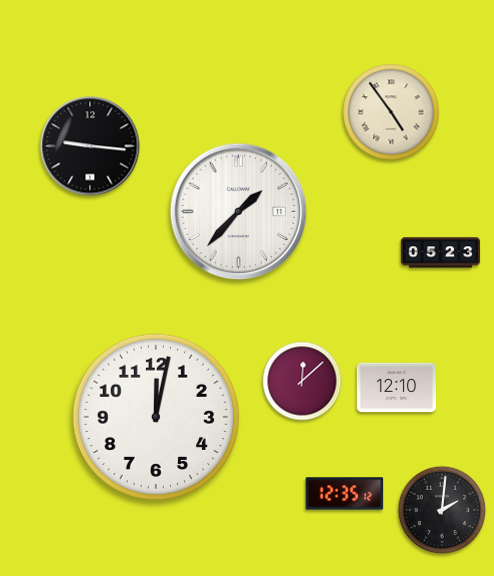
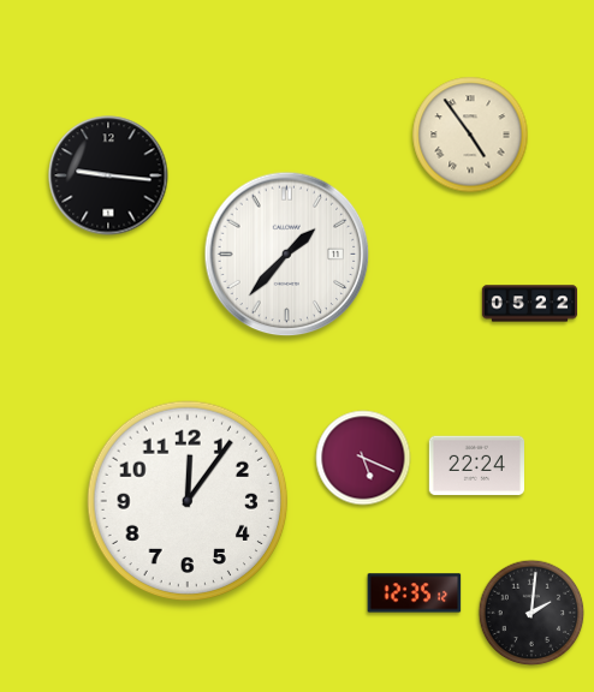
clock at (441, 253): 05:23 -> 05:22
clock at (302, 381): 12:08 -> 5:19
clock at (396, 388): 12:10 -> 22:24
clock at (156, 417): 12:02 -> 12:06
